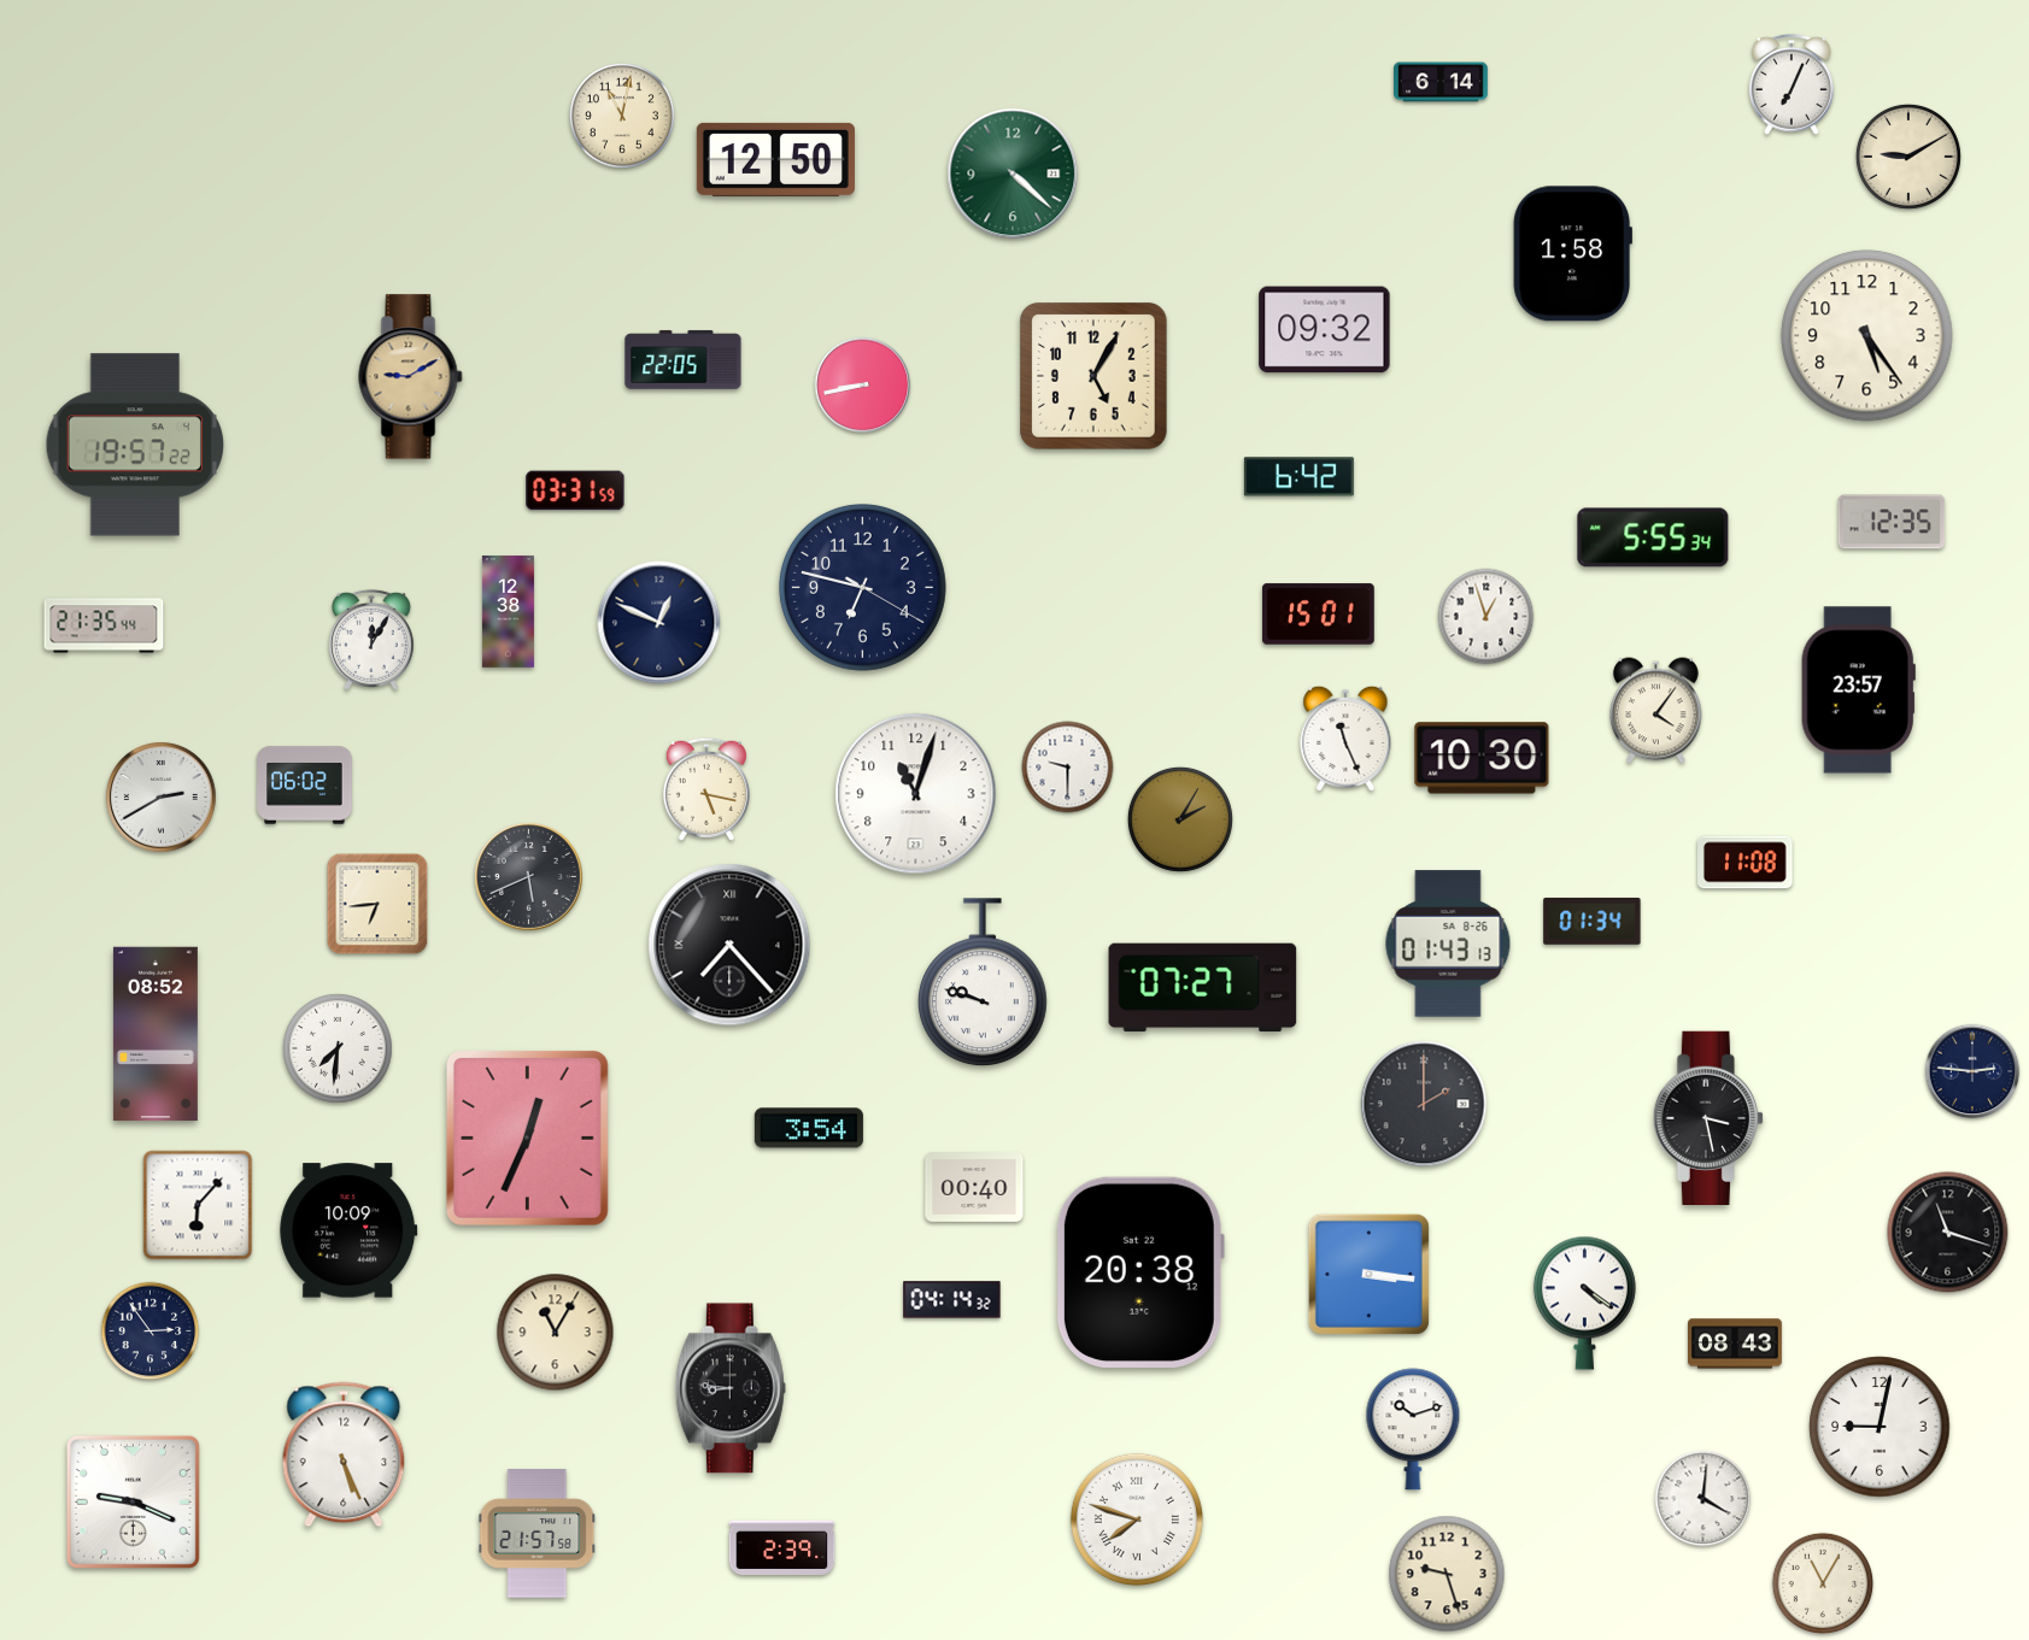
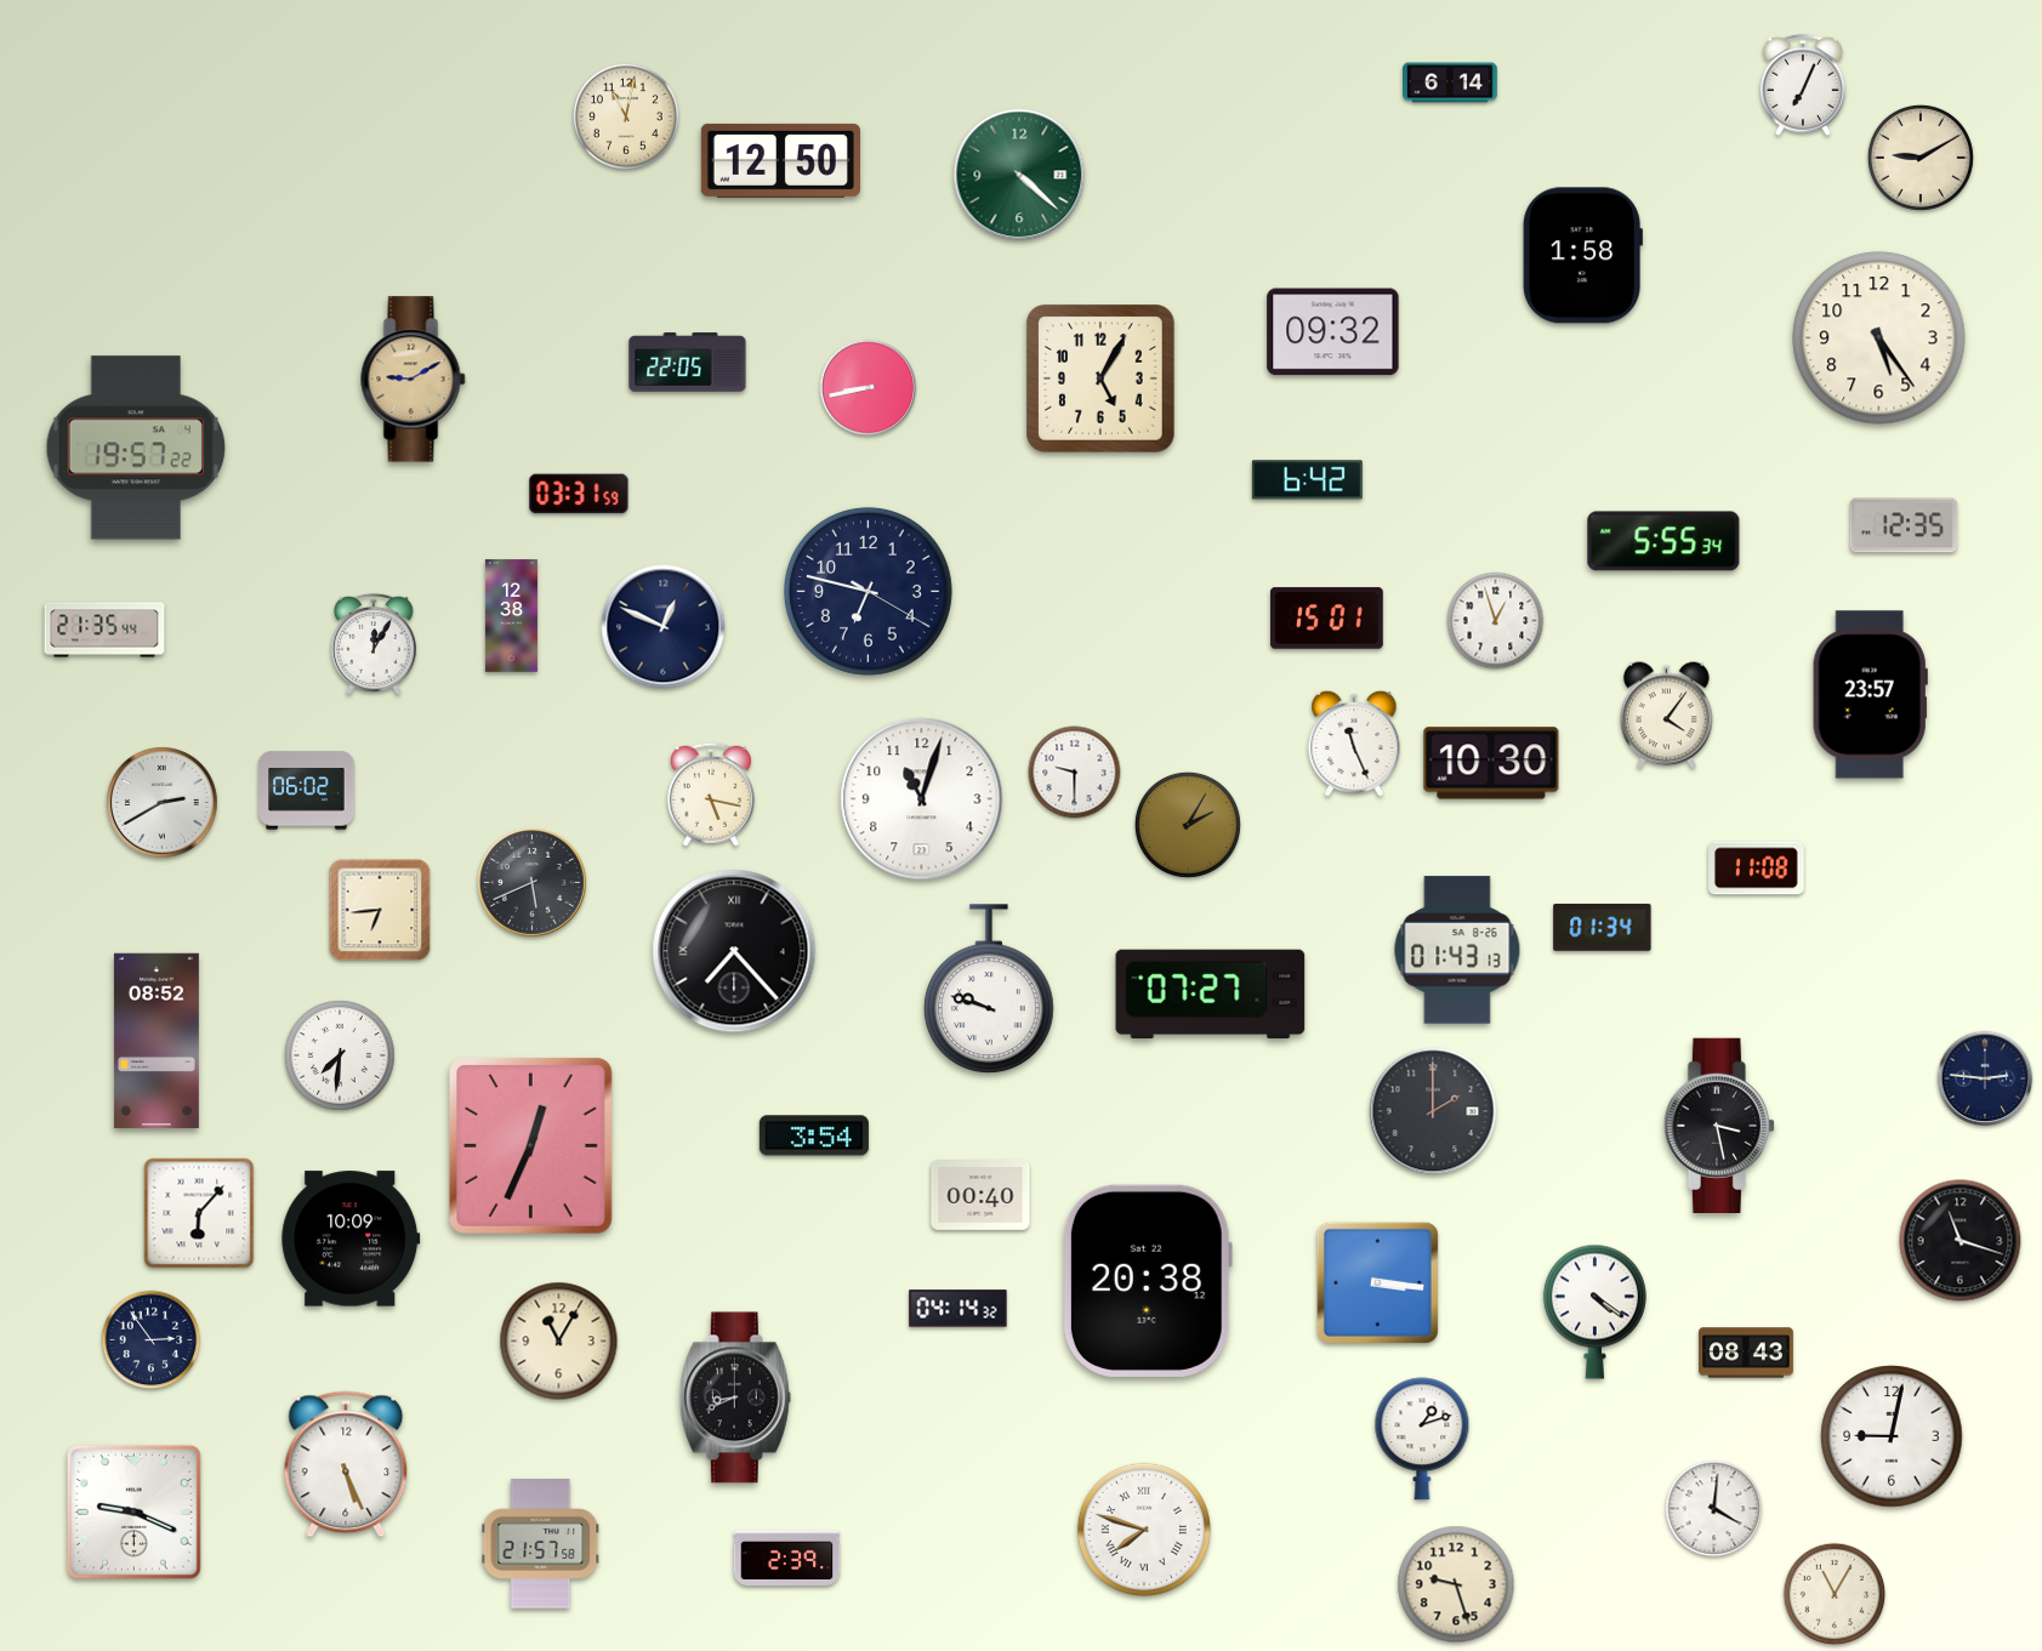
clock at (731, 1388): 8:46 -> 8:41
clock at (1413, 1429): 10:12 -> 1:12
